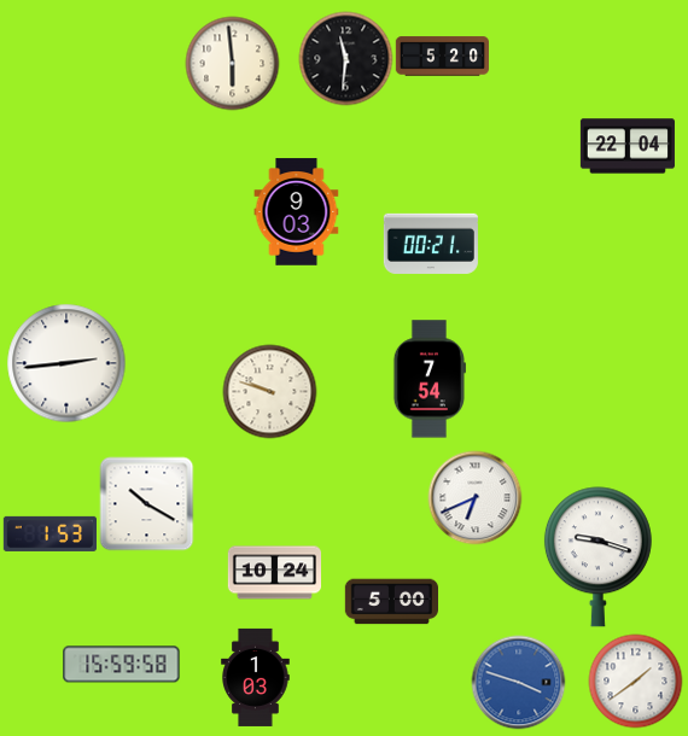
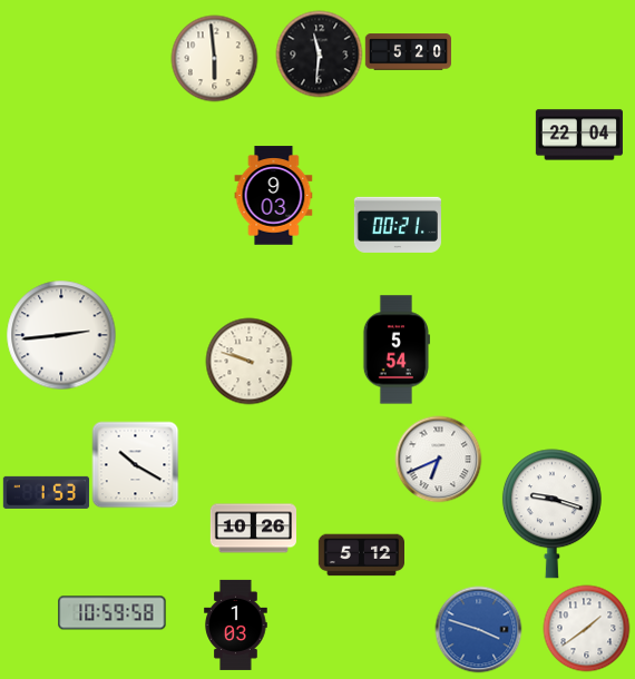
clock at (428, 379): 7:54 -> 5:54
clock at (274, 573): 10:24 -> 10:26
clock at (391, 602): 5:00 -> 5:12
clock at (122, 665): 15:59 -> 10:59
